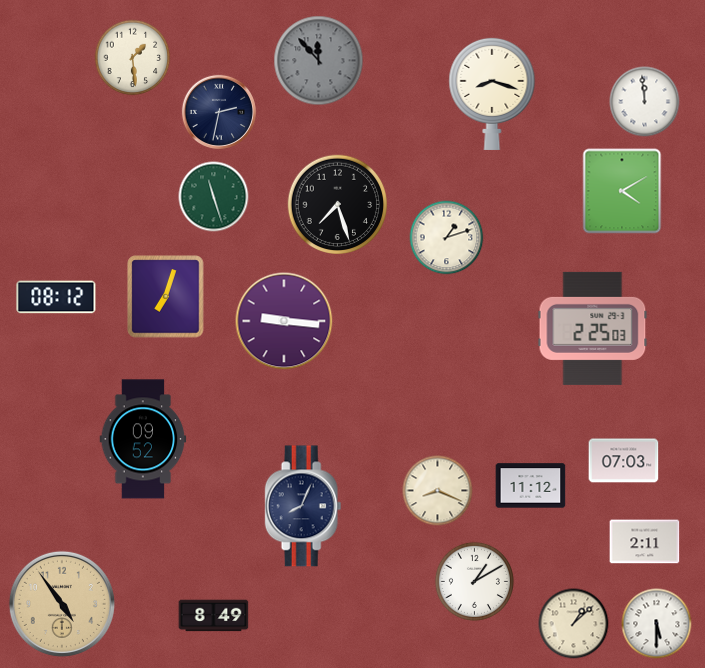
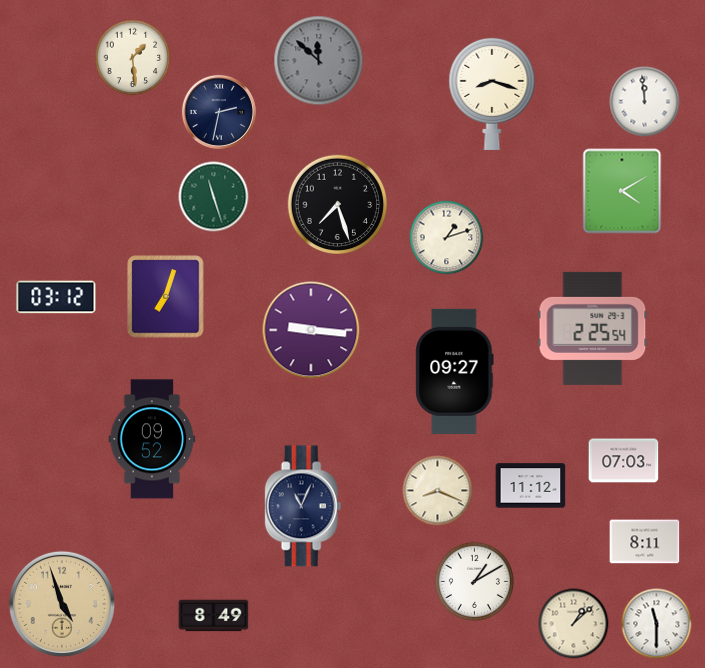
clock at (319, 61): 11:53 -> 11:52
clock at (56, 297): 08:12 -> 03:12
clock at (284, 321) position: (284, 321) -> (311, 330)
clock at (593, 328): 2:25:03 -> 2:25:54
clock at (455, 371): none -> 09:27
clock at (143, 439) position: (143, 439) -> (152, 439)
clock at (303, 506): 8:04 -> 11:04
clock at (645, 542): 2:11 -> 8:11
clock at (62, 604): 4:54 -> 4:57
clock at (657, 624): 5:30 -> 11:30
